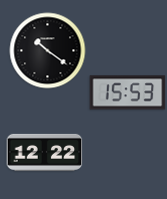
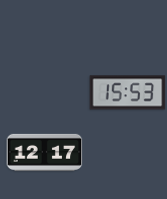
clock at (48, 51): 10:21 -> none
clock at (45, 152): 12:22 -> 12:17
